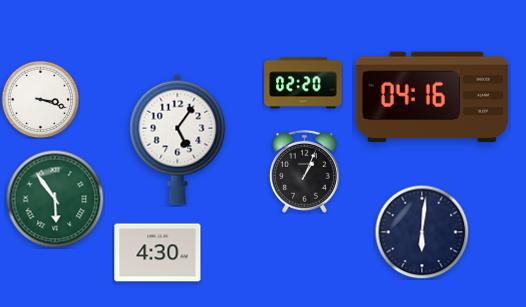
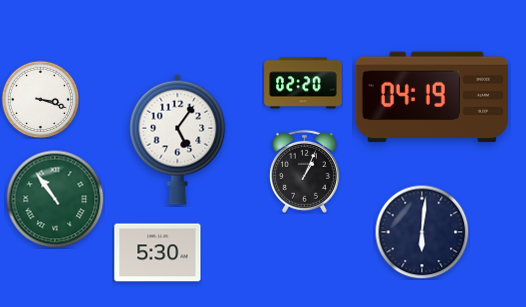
clock at (432, 97): 04:16 -> 04:19
clock at (55, 199): 5:54 -> 10:54
clock at (158, 253): 4:30 -> 5:30
